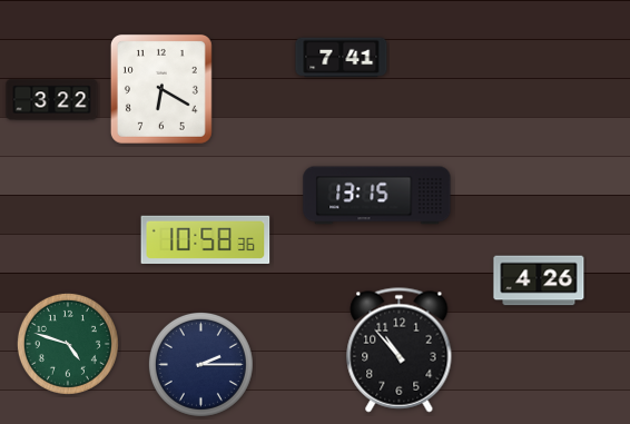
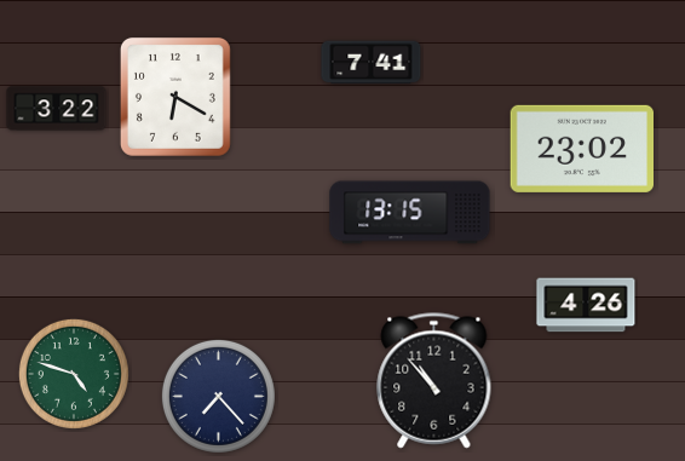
clock at (581, 149): none -> 23:02
clock at (206, 239): 10:58 -> none
clock at (200, 364): 2:15 -> 7:23
